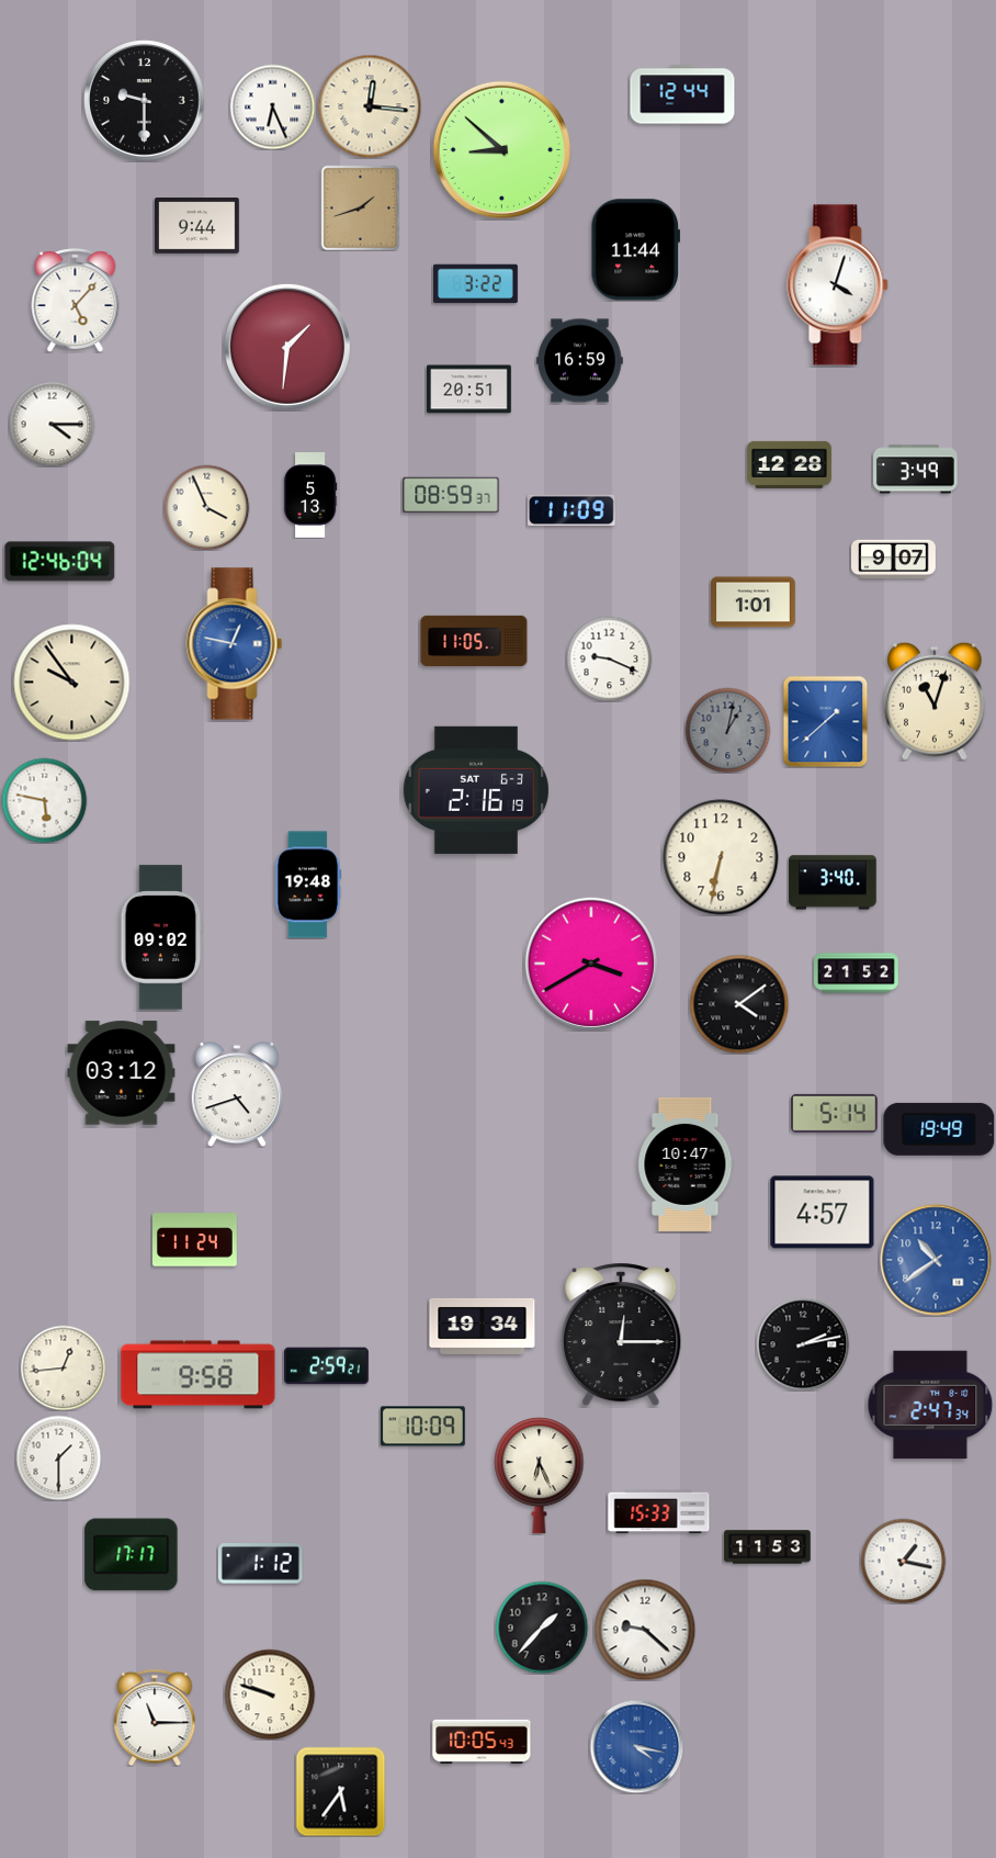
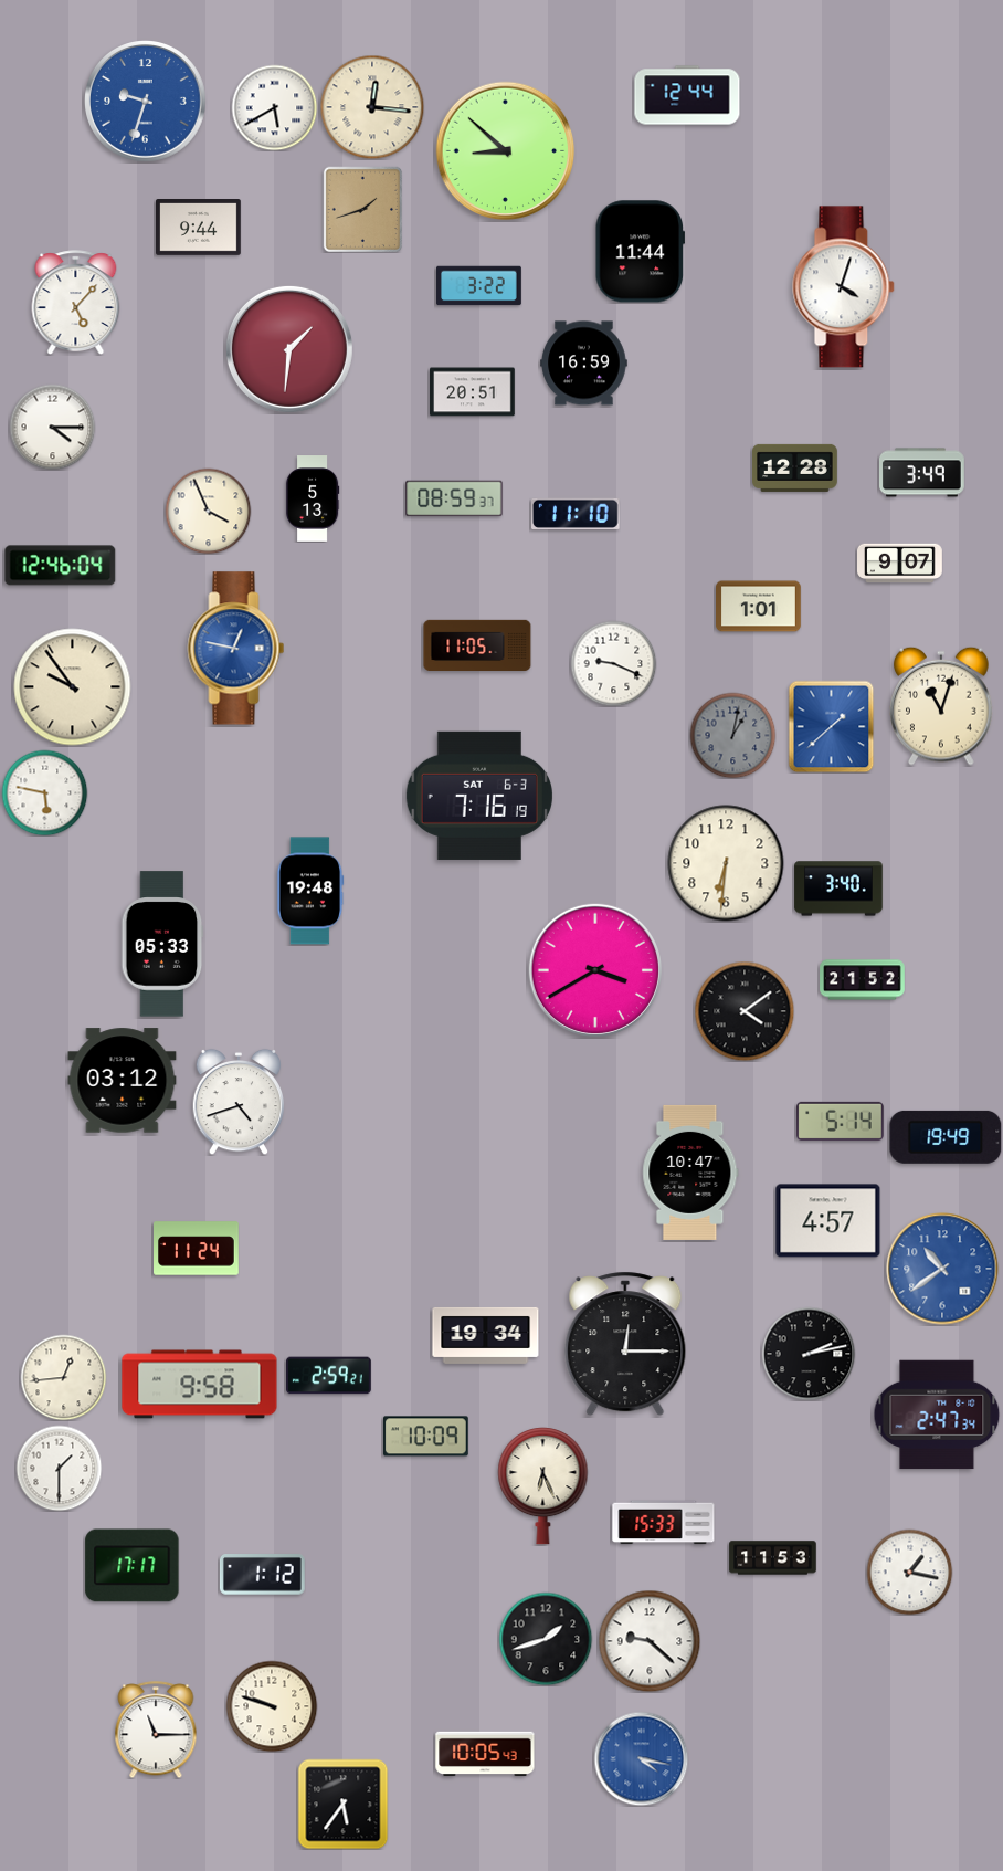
clock at (145, 101): 9:30 -> 9:33
clock at (145, 101) dial: black -> blue
clock at (272, 106): 6:26 -> 5:40
clock at (571, 509): 11:09 -> 11:10
clock at (476, 790): 2:16 -> 7:16
clock at (44, 800) position: (44, 800) -> (44, 792)
clock at (721, 857): 6:32 -> 6:31
clock at (161, 937): 09:02 -> 05:33
clock at (542, 1628): 1:37 -> 1:42
